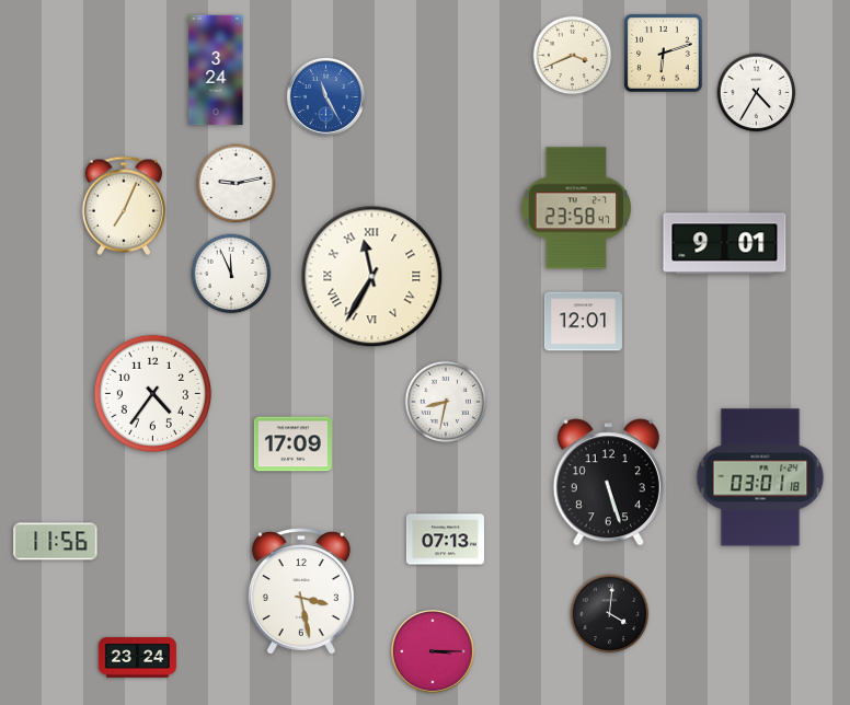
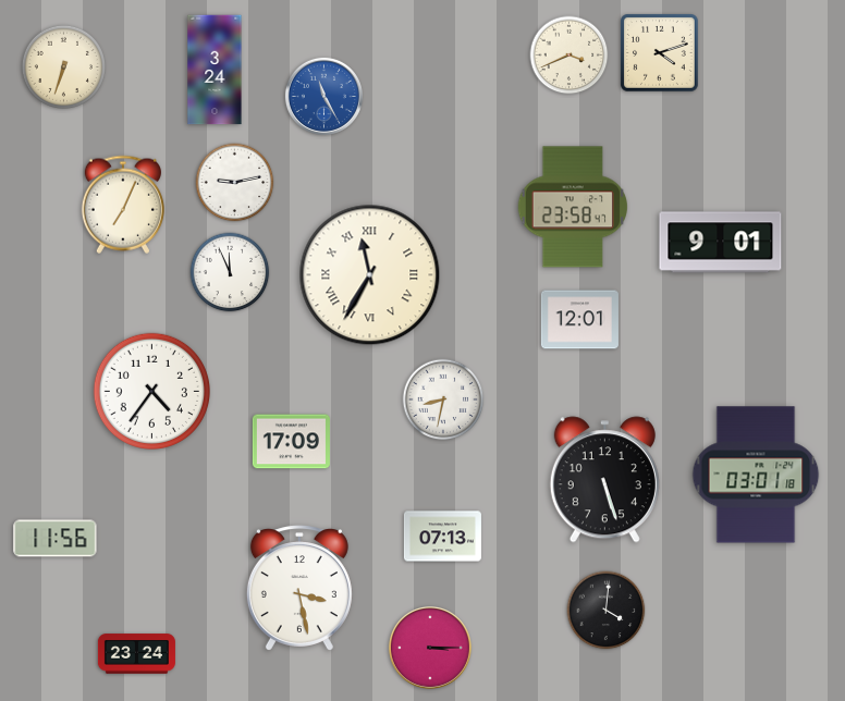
clock at (664, 54): 6:12 -> 4:12
clock at (63, 66): none -> 6:33
clock at (757, 93): 4:35 -> none
